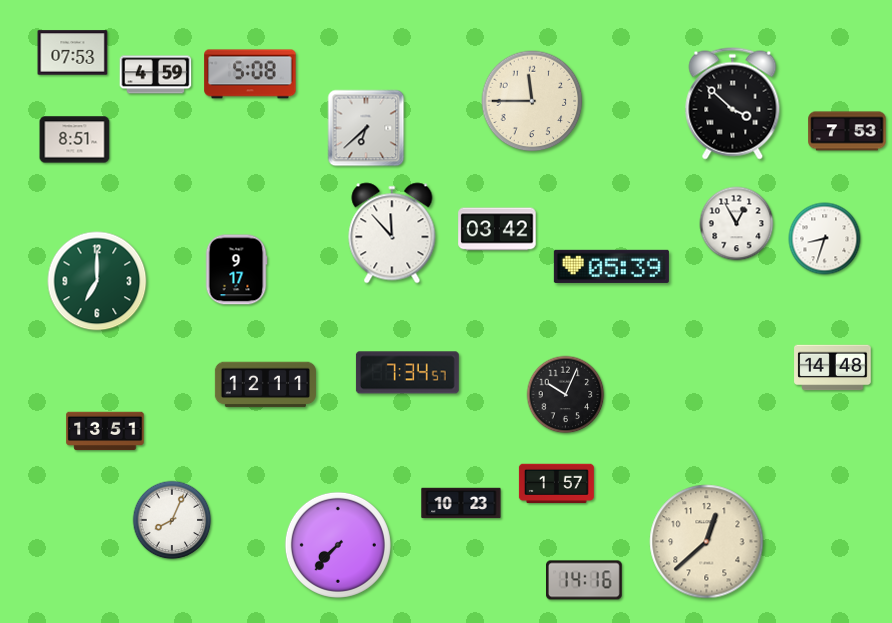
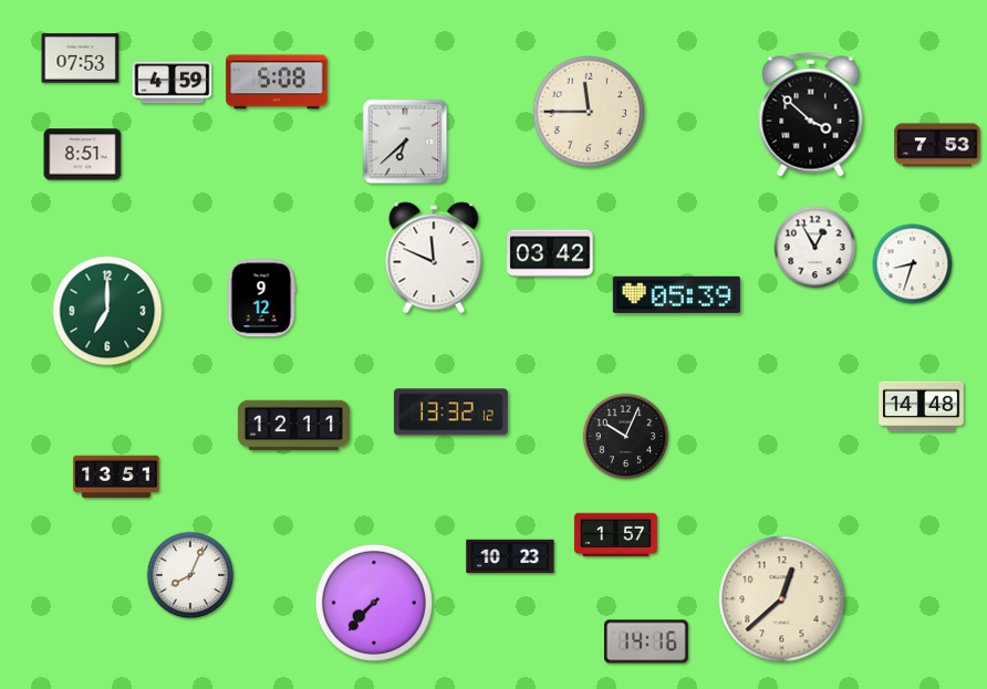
clock at (392, 233): 11:53 -> 11:49
clock at (236, 270): 9:17 -> 9:12
clock at (407, 373): 7:34 -> 13:32
